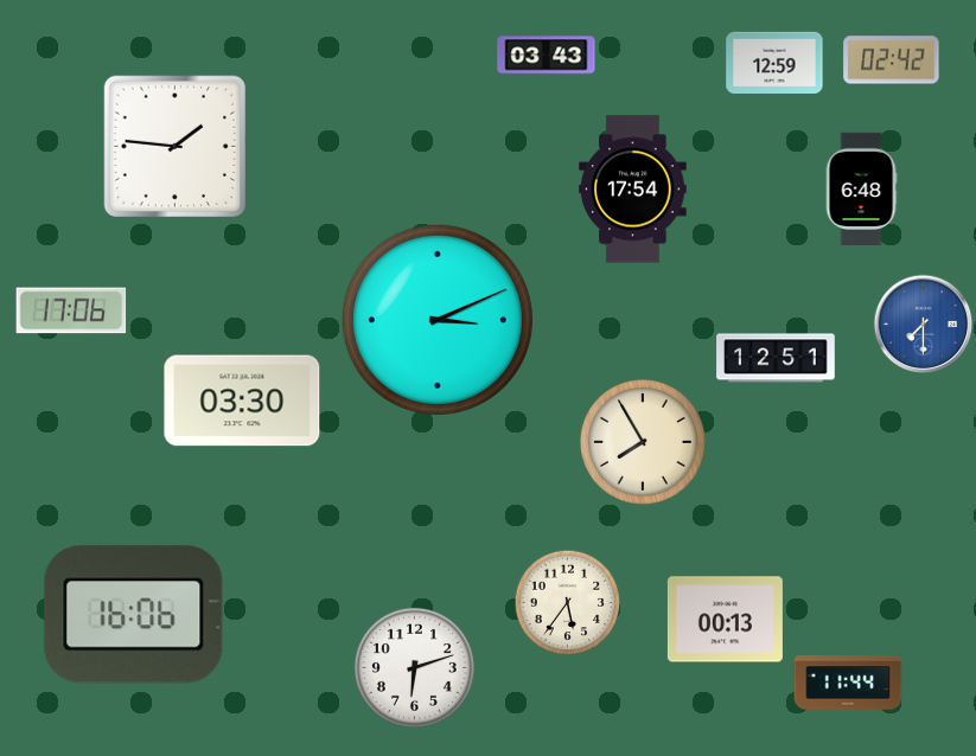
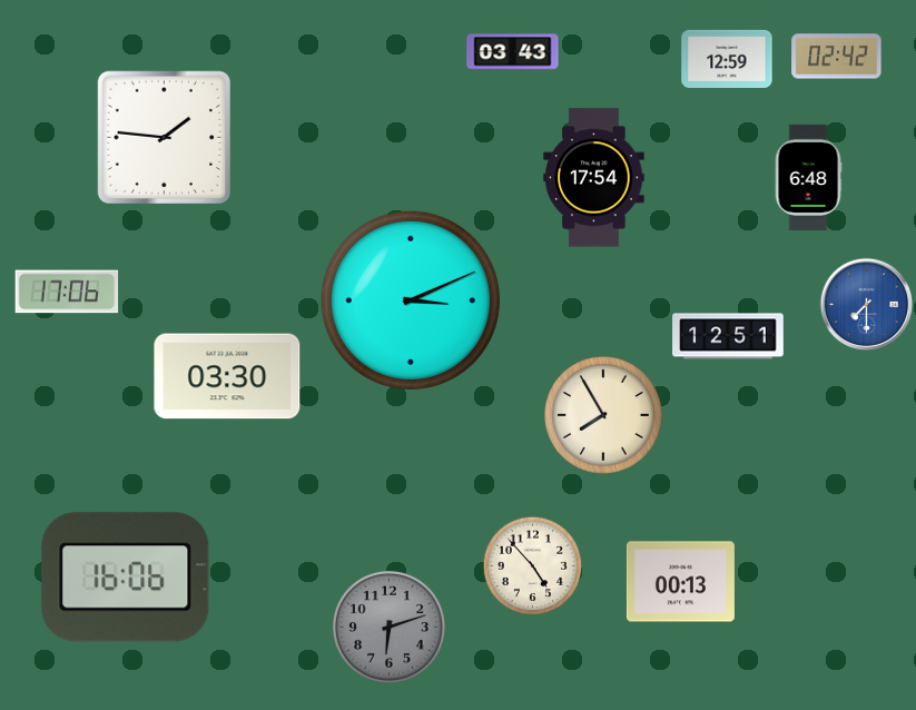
clock at (568, 603): 5:36 -> 4:53
clock at (414, 667) dial: white -> grey
clock at (848, 683): 11:44 -> none
